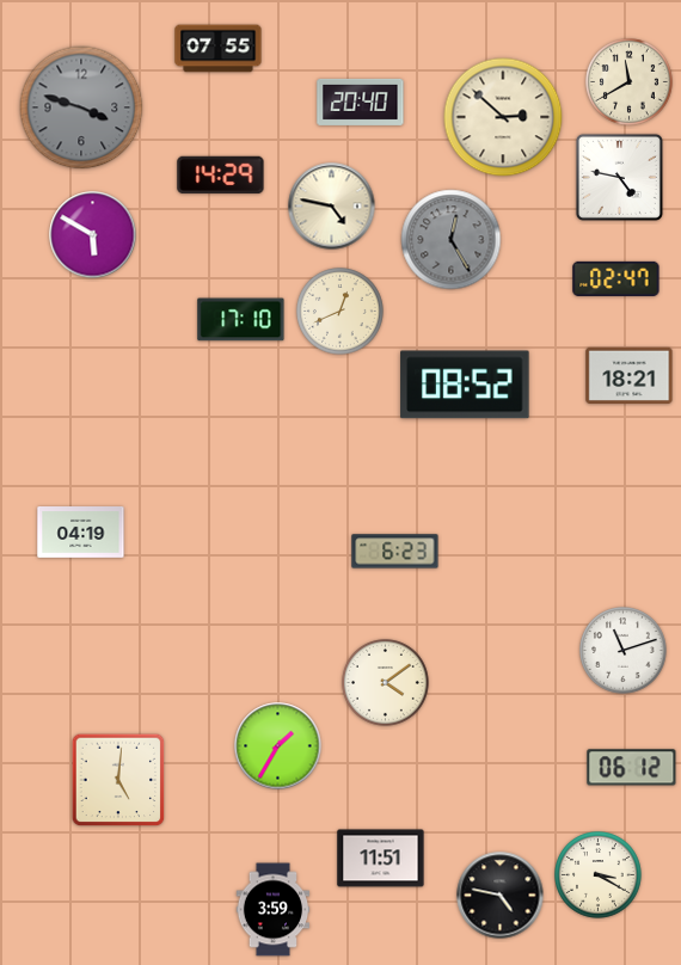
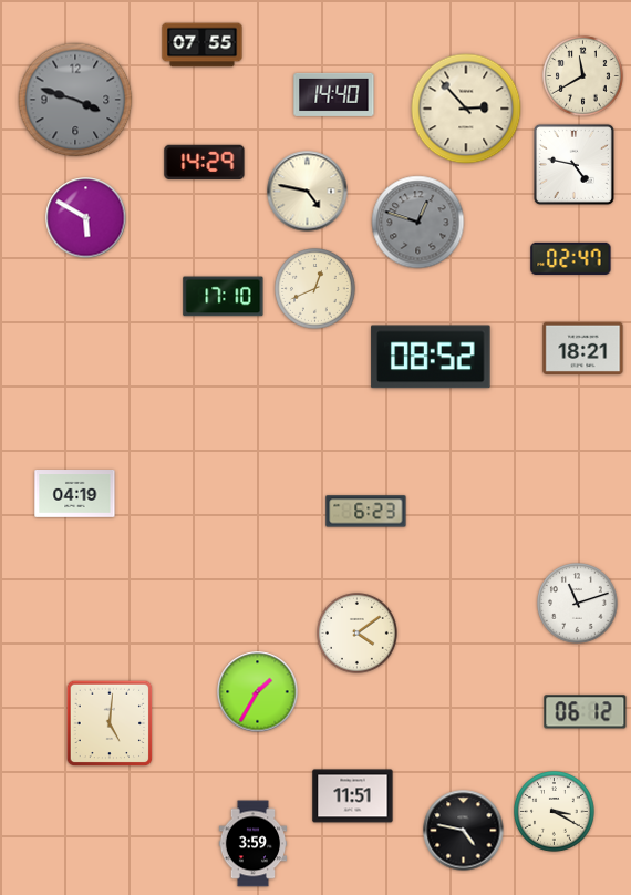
clock at (361, 102): 20:40 -> 14:40
clock at (503, 117): 2:52 -> 2:53
clock at (452, 240): 12:25 -> 12:48
